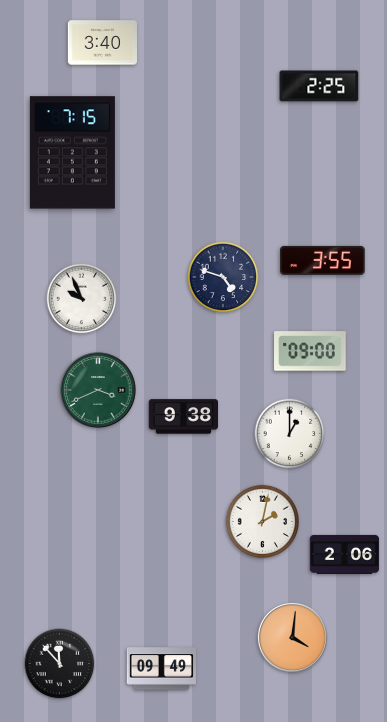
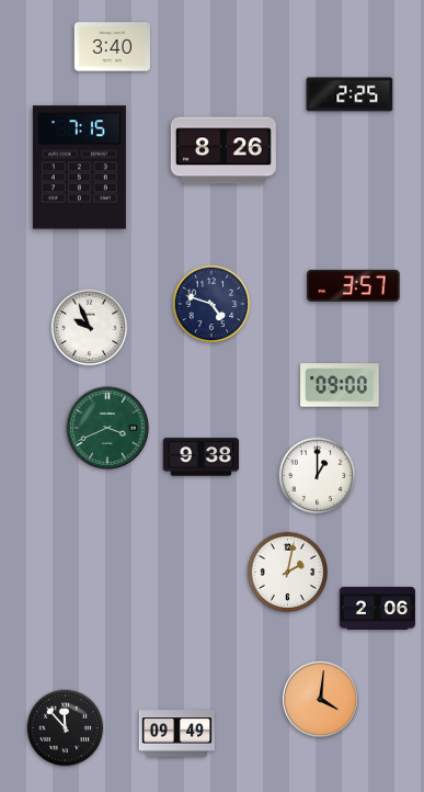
clock at (224, 150): none -> 8:26
clock at (323, 260): 3:55 -> 3:57
clock at (223, 277) position: (223, 277) -> (211, 304)
